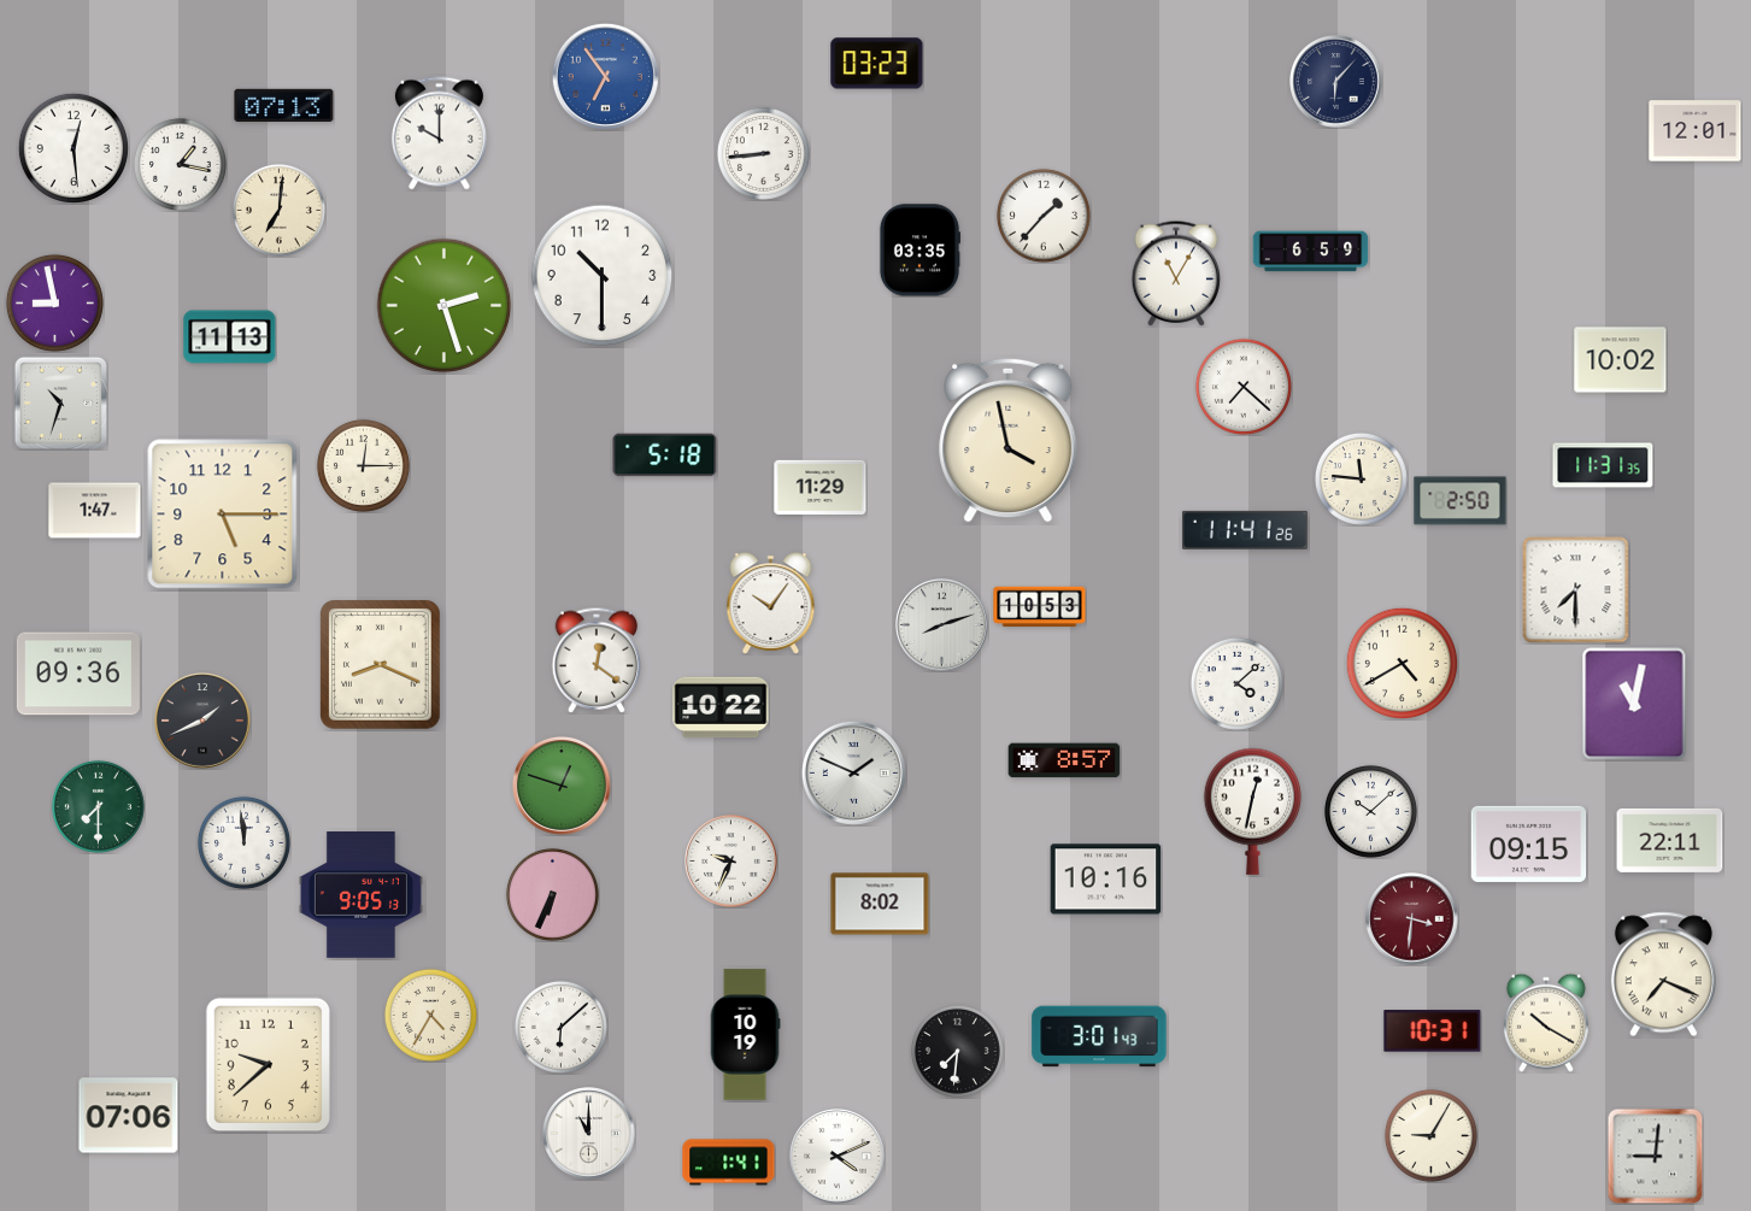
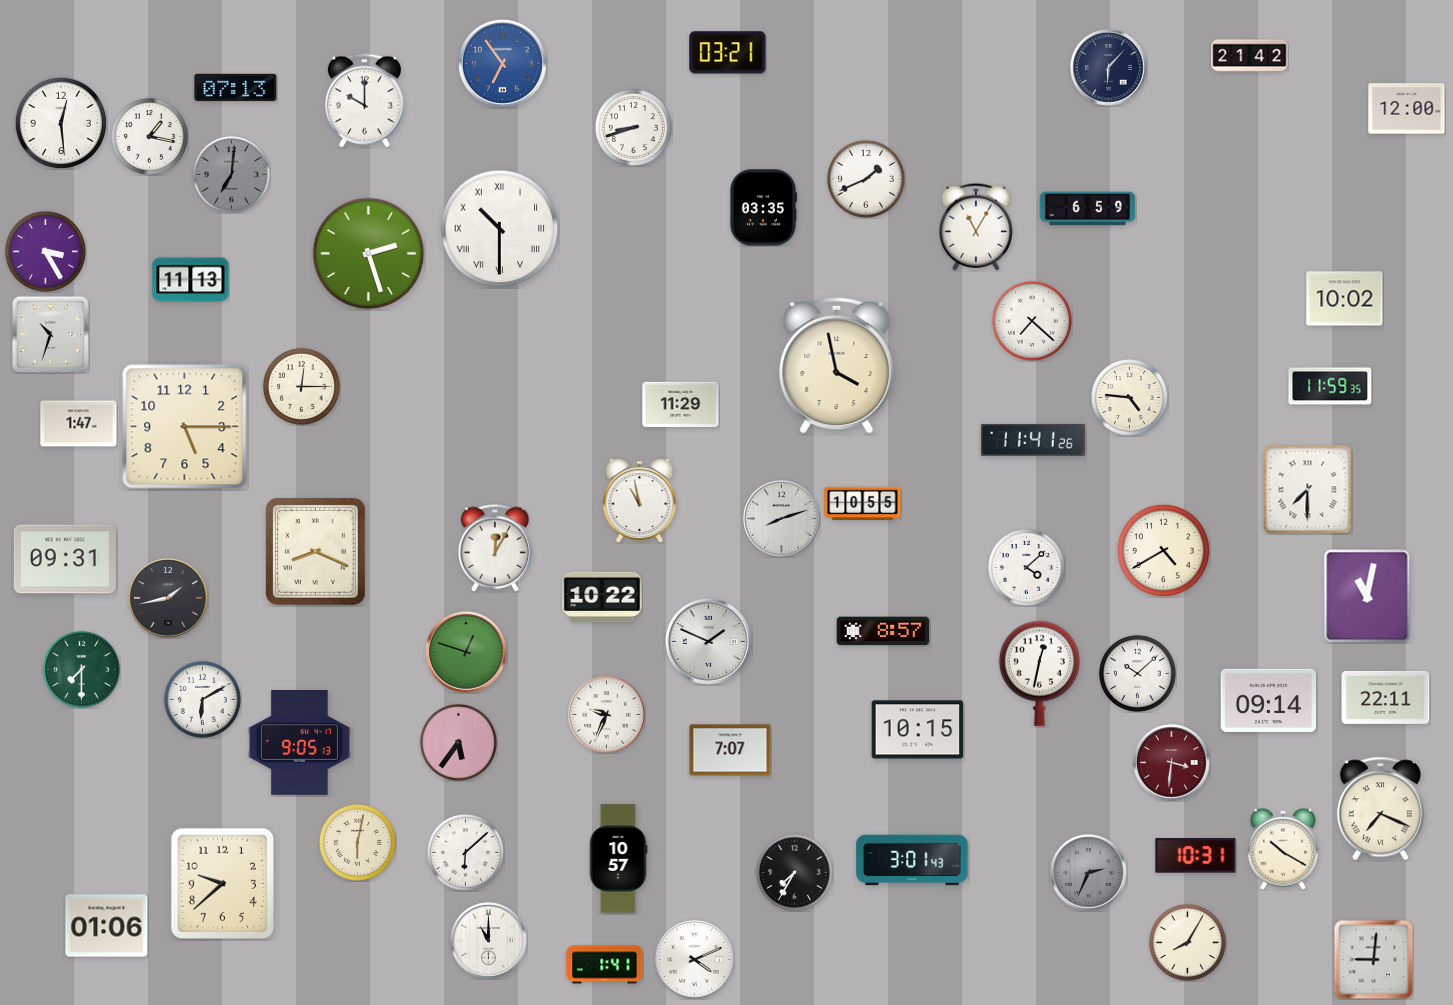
clock at (877, 64): 03:23 -> 03:21
clock at (1250, 56): none -> 21:42
clock at (1696, 131): 12:01 -> 12:00
clock at (439, 134) position: (439, 134) -> (364, 101)
clock at (763, 153): 8:44 -> 8:42
clock at (278, 210) dial: cream -> grey
clock at (1044, 216): 1:37 -> 1:41
clock at (603, 276) numerals: Arabic -> Roman
clock at (54, 302): 8:58 -> 3:25
clock at (665, 455): 5:18 -> none
clock at (1603, 465): 11:31 -> 11:59
clock at (1361, 478): 11:46 -> 4:46
clock at (1461, 501): 2:50 -> none
clock at (771, 602): 10:06 -> 10:58
clock at (1040, 607): 10:53 -> 10:55
clock at (597, 660): 12:21 -> 12:05
clock at (78, 674): 09:36 -> 09:31
clock at (1634, 704) position: (1634, 704) -> (1367, 596)
clock at (721, 707) position: (721, 707) -> (602, 597)
clock at (204, 722): 1:41 -> 1:43
clock at (243, 842): 11:59 -> 6:10
clock at (1529, 843): 09:15 -> 09:14
clock at (1106, 880): 10:16 -> 10:15
clock at (552, 894): 6:34 -> 5:36
clock at (880, 904): 8:02 -> 7:07
clock at (430, 1015): 4:35 -> 6:02
clock at (1433, 1031) position: (1433, 1031) -> (1196, 856)
clock at (745, 1035): 10:19 -> 10:57
clock at (957, 1051): 7:31 -> 7:35
clock at (1089, 873): none -> 2:34
clock at (129, 1116): 07:06 -> 01:06
clock at (1430, 1135): 9:05 -> 8:05
